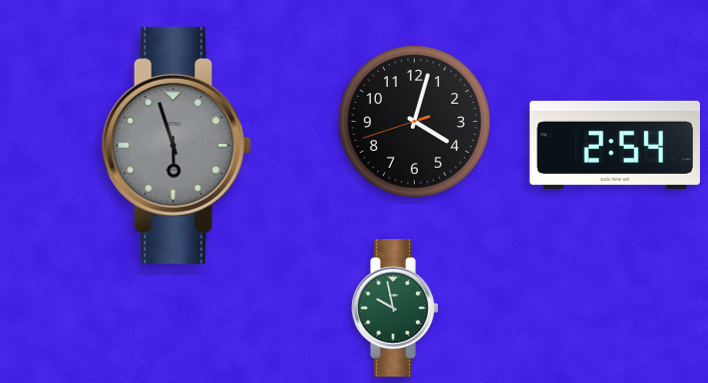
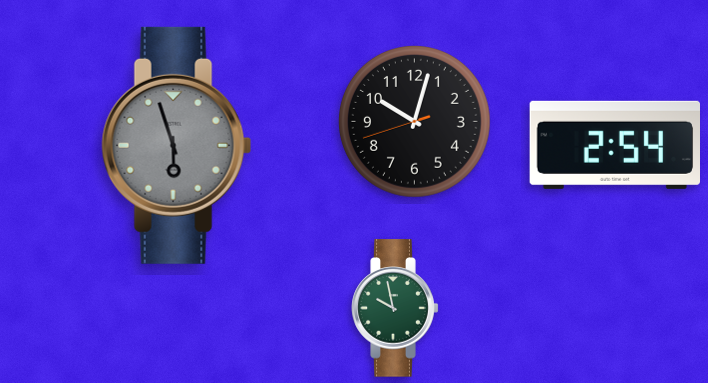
clock at (415, 122): 4:02 -> 10:02
